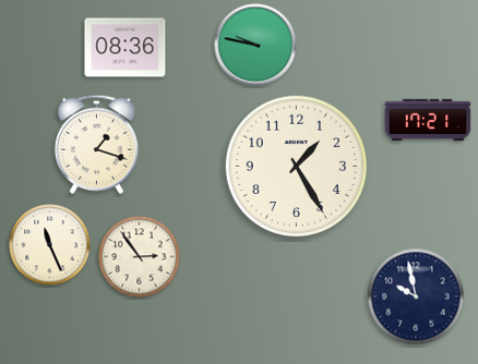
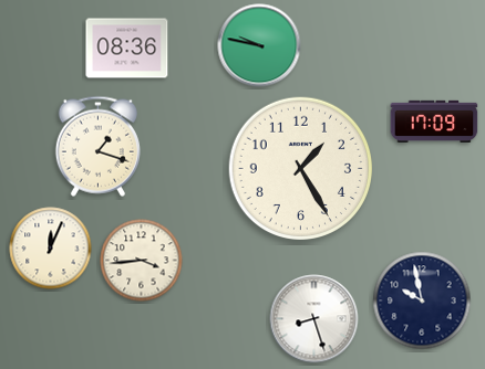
clock at (428, 119): 17:21 -> 17:09
clock at (50, 245): 11:26 -> 12:04
clock at (140, 257): 2:54 -> 3:44
clock at (314, 319): none -> 8:27
